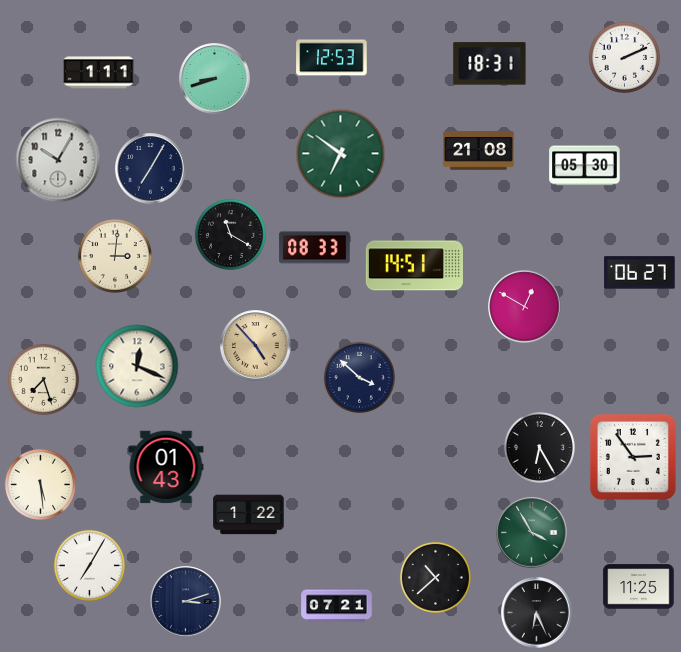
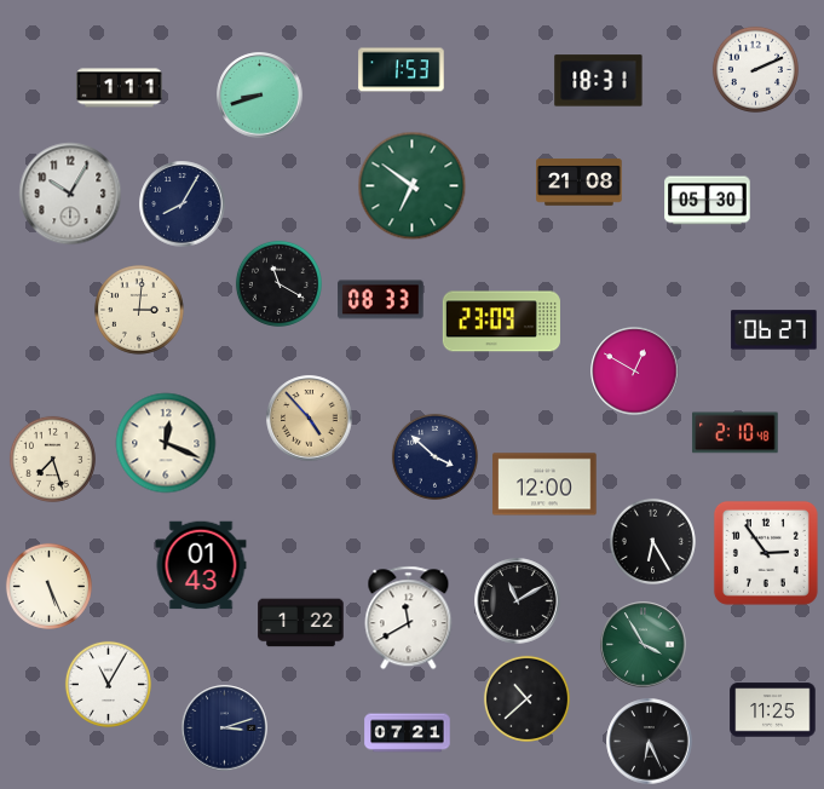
clock at (332, 58): 12:53 -> 1:53
clock at (490, 64) position: (490, 64) -> (599, 81)
clock at (151, 169): 7:05 -> 8:05
clock at (414, 266): 14:51 -> 23:09
clock at (736, 433): none -> 2:10
clock at (544, 484): none -> 12:00
clock at (40, 484): 5:29 -> 5:26
clock at (518, 601): none -> 11:10
clock at (409, 618): none -> 11:40
clock at (89, 565): 7:05 -> 11:05
